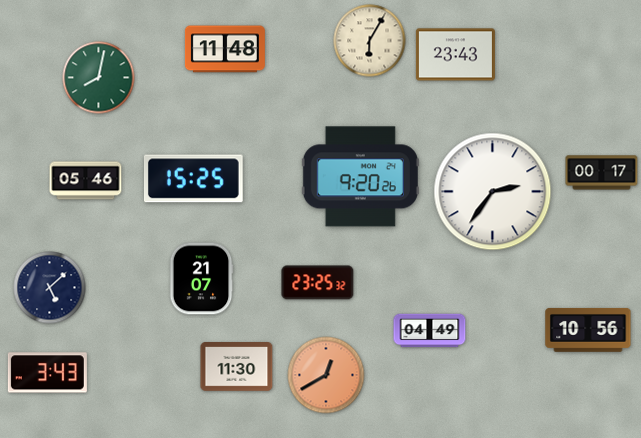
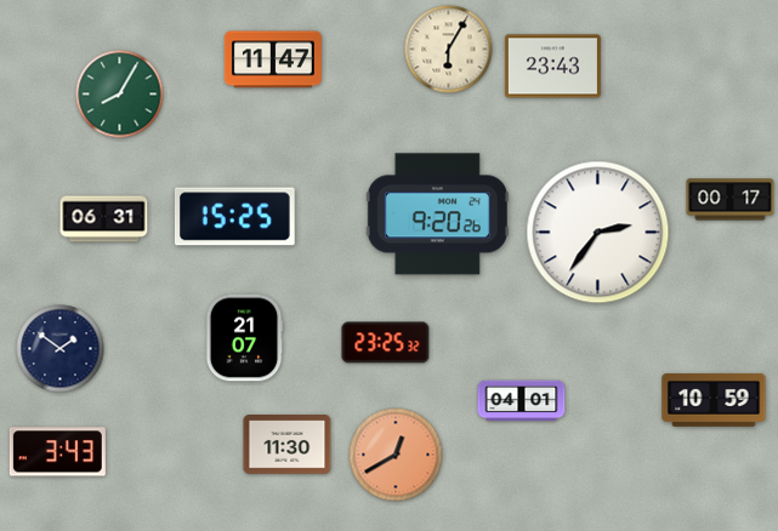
clock at (225, 49): 11:48 -> 11:47
clock at (99, 78): 8:02 -> 8:05
clock at (602, 173) position: (602, 173) -> (731, 200)
clock at (86, 181): 05:46 -> 06:31
clock at (50, 288): 5:08 -> 1:51
clock at (588, 330): 10:56 -> 10:59
clock at (430, 331): 04:49 -> 04:01
